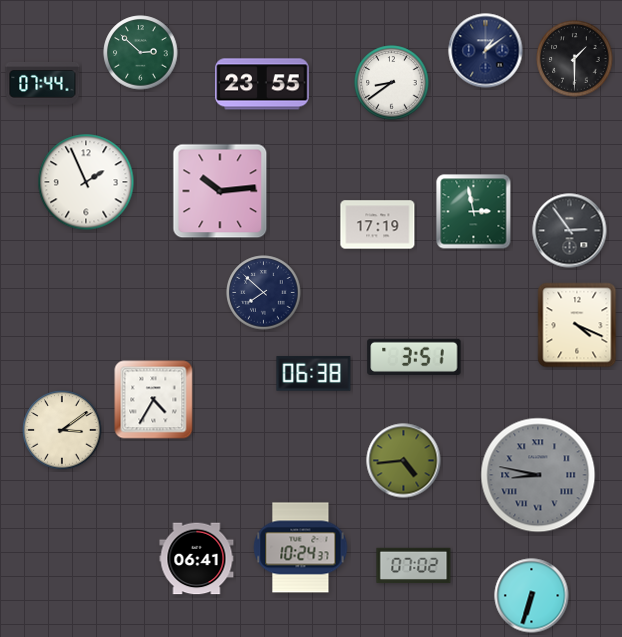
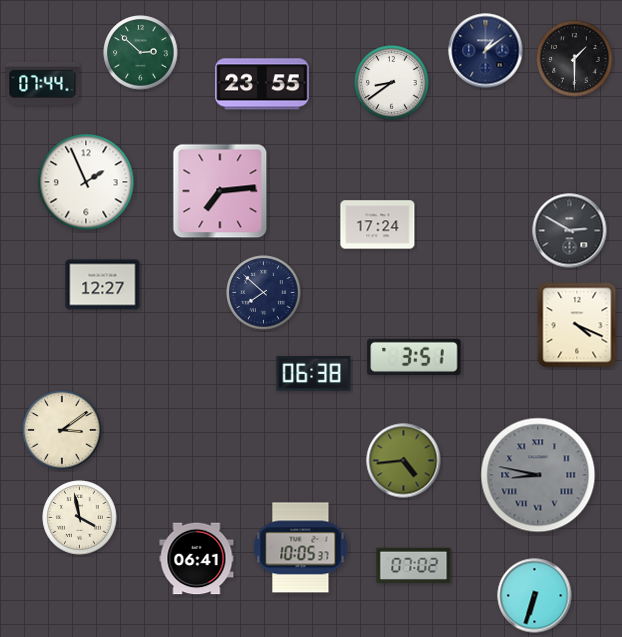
clock at (220, 191): 10:14 -> 7:14
clock at (474, 212): 2:58 -> none
clock at (378, 225): 17:19 -> 17:24
clock at (570, 231): 2:54 -> 2:50
clock at (103, 285): none -> 12:27
clock at (154, 400): 4:35 -> none
clock at (80, 518): none -> 3:58
clock at (301, 548): 10:24 -> 10:05
clock at (532, 596) position: (532, 596) -> (535, 596)
